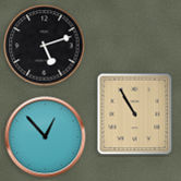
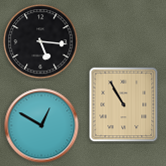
clock at (45, 46): 5:12 -> 5:16
clock at (46, 137): 12:53 -> 12:50
